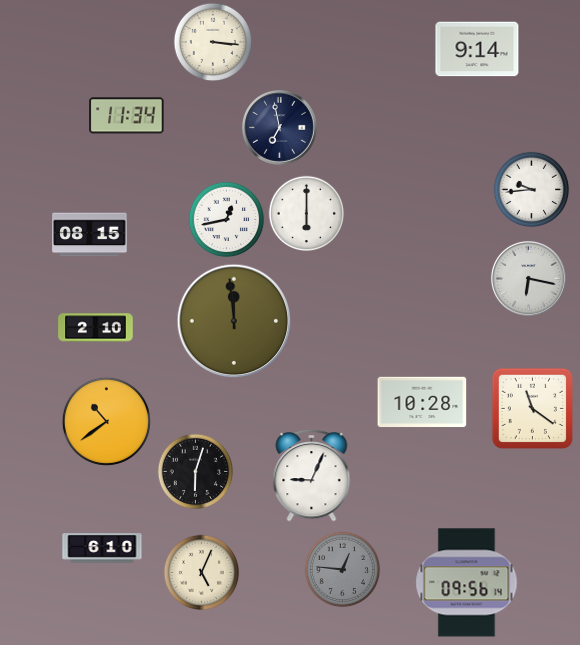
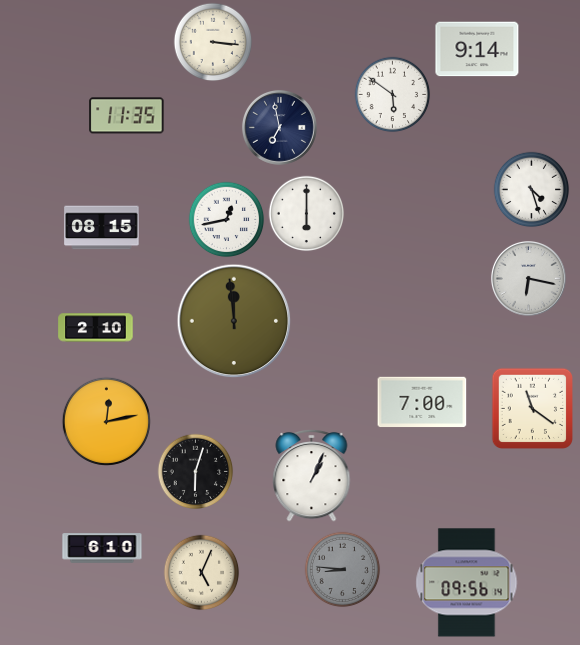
clock at (393, 95): none -> 5:51
clock at (127, 116): 11:34 -> 11:35
clock at (532, 190): 9:44 -> 4:27
clock at (90, 235) position: (90, 235) -> (102, 228)
clock at (422, 402): 10:28 -> 7:00
clock at (106, 421): 10:39 -> 12:13
clock at (312, 475): 9:04 -> 1:04
clock at (343, 570): 12:46 -> 8:46
